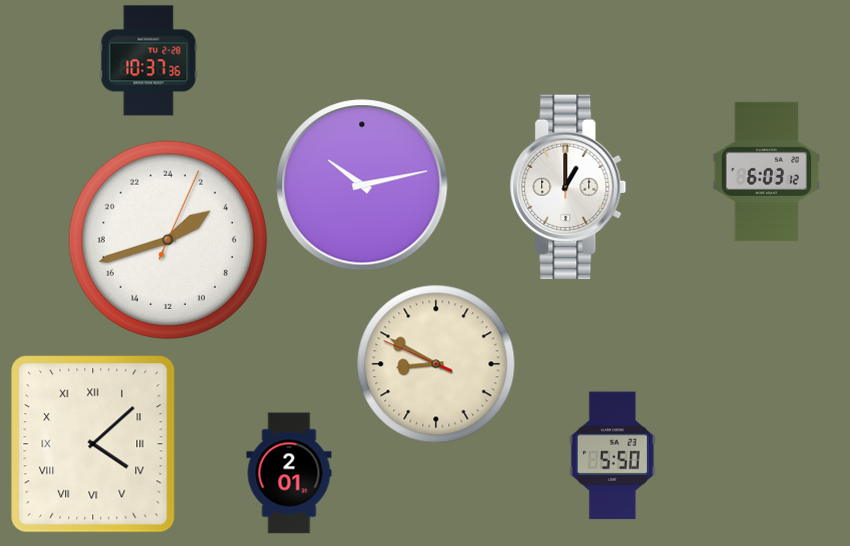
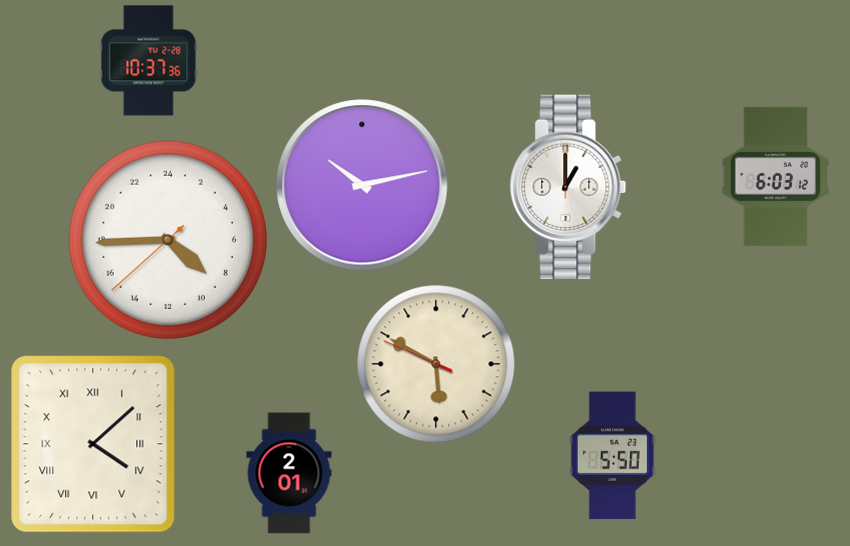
clock at (767, 171) position: (767, 171) -> (776, 176)
clock at (168, 240): 3:42 -> 8:44
clock at (436, 364): 8:49 -> 5:49
